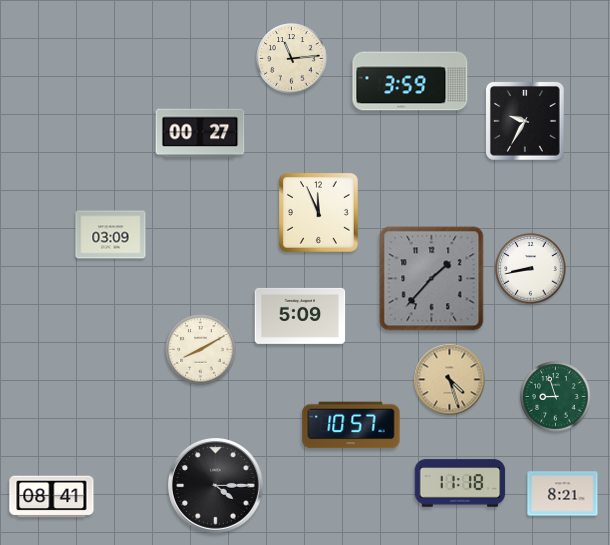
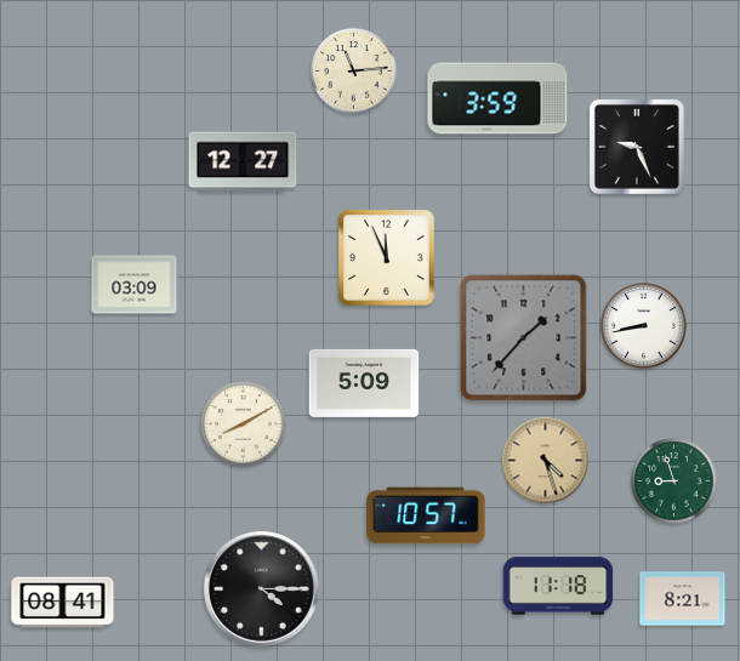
clock at (525, 121): 9:35 -> 9:26
clock at (200, 133): 00:27 -> 12:27
